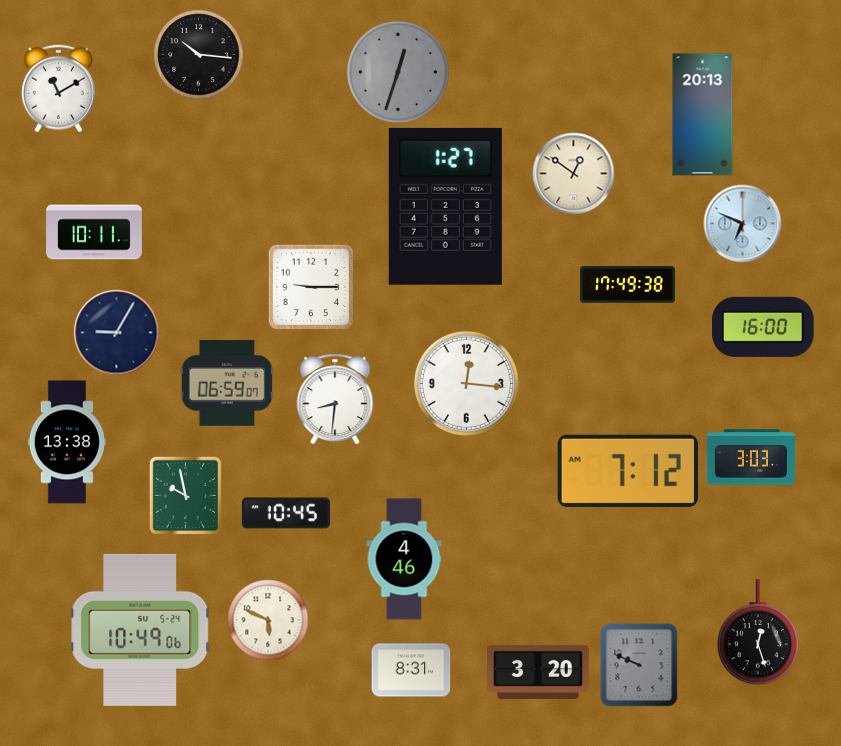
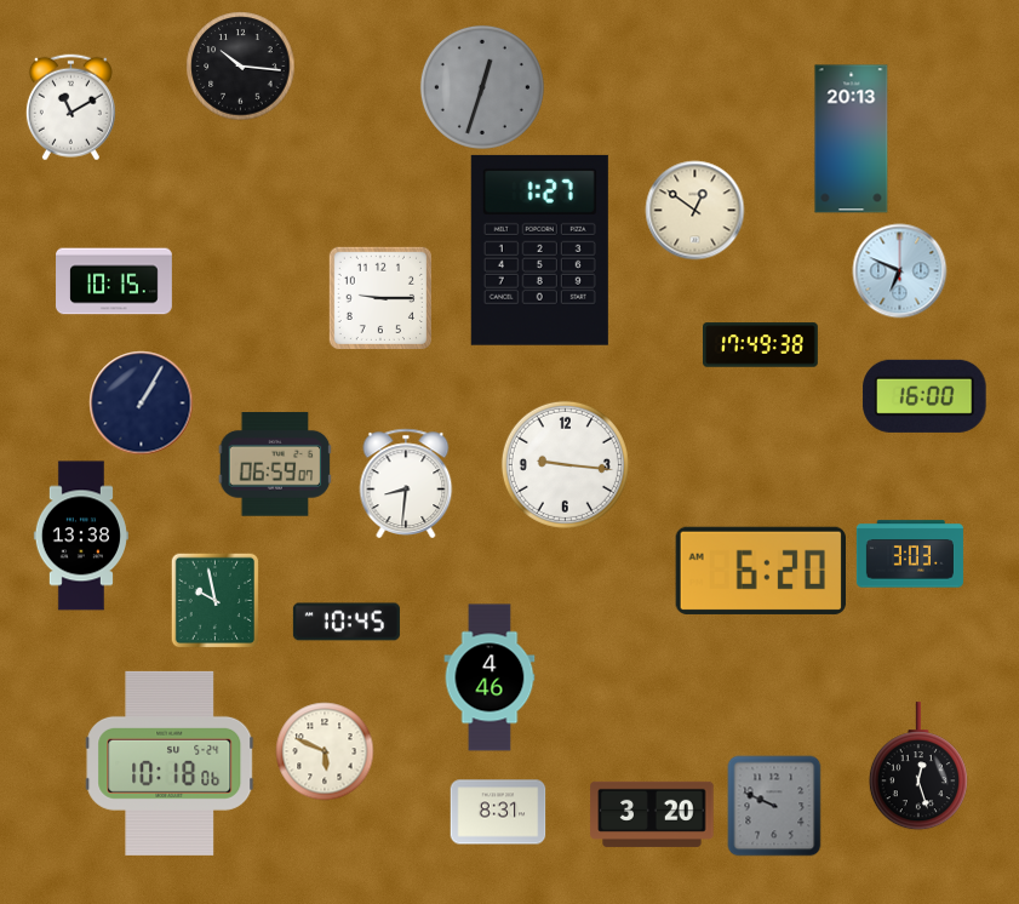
clock at (94, 232): 10:11 -> 10:15
clock at (310, 286) position: (310, 286) -> (379, 297)
clock at (116, 332): 9:05 -> 1:05
clock at (466, 383): 12:16 -> 9:16
clock at (627, 471): 7:12 -> 6:20
clock at (186, 495) position: (186, 495) -> (216, 600)
clock at (140, 630): 10:49 -> 10:18
